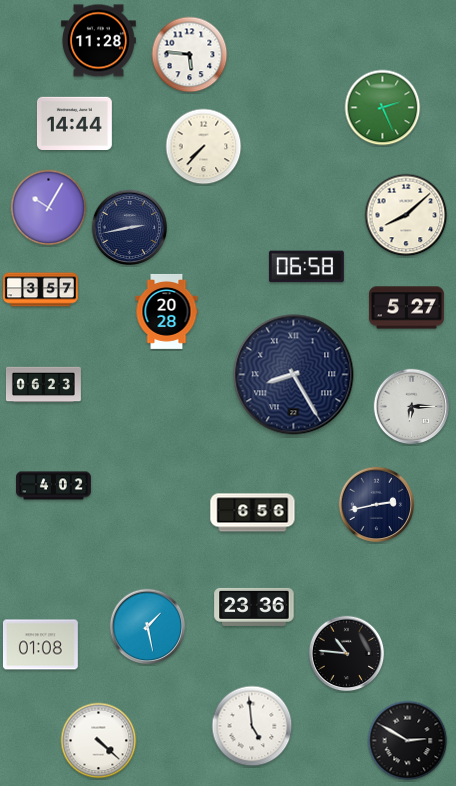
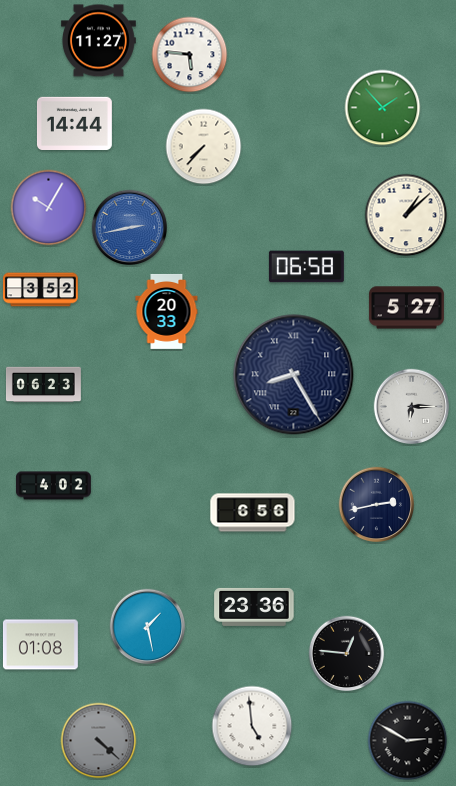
clock at (98, 41): 11:28 -> 11:27
clock at (383, 108): 2:26 -> 1:53
clock at (406, 215): 8:08 -> 1:08
clock at (130, 228) dial: navy -> blue
clock at (41, 290): 3:57 -> 3:52
clock at (167, 311): 20:28 -> 20:33
clock at (347, 654): 10:46 -> 12:46
clock at (99, 741) dial: white -> grey
